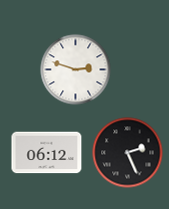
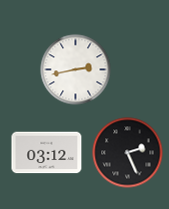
clock at (76, 70): 2:48 -> 2:43
clock at (47, 153): 06:12 -> 03:12
